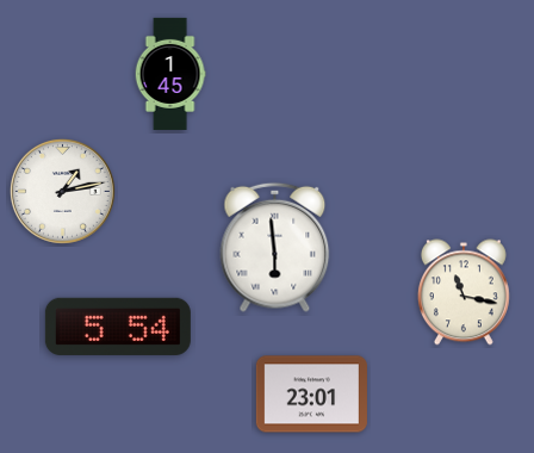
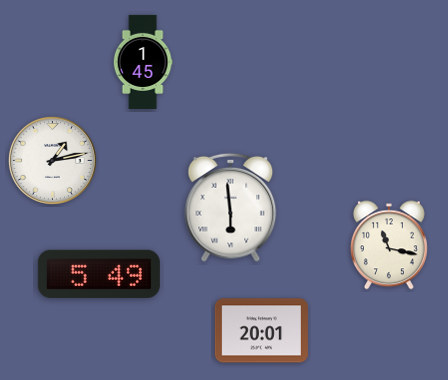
clock at (118, 327): 5:54 -> 5:49
clock at (311, 395): 23:01 -> 20:01
